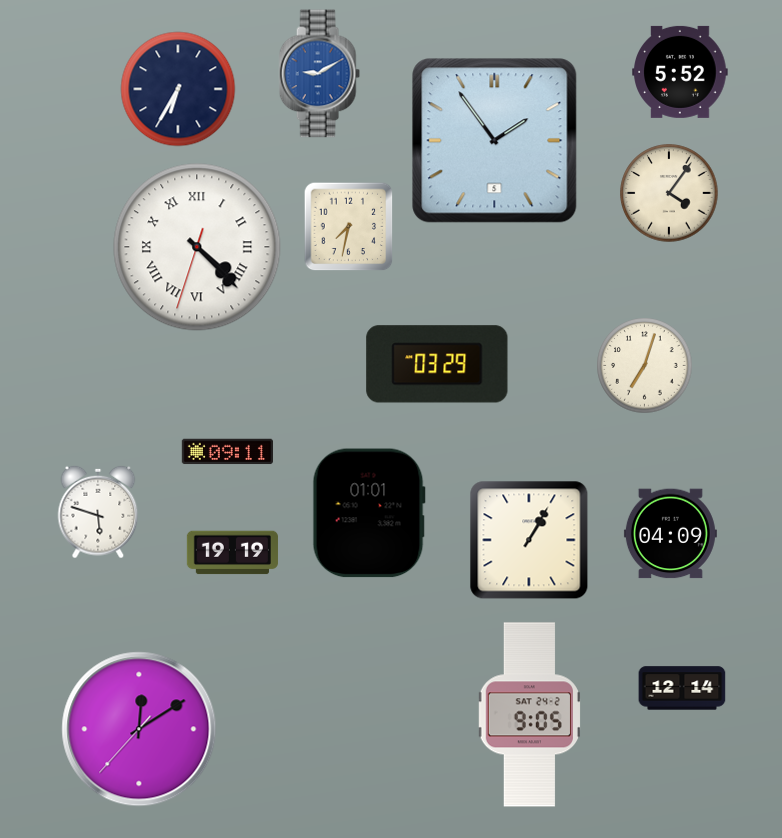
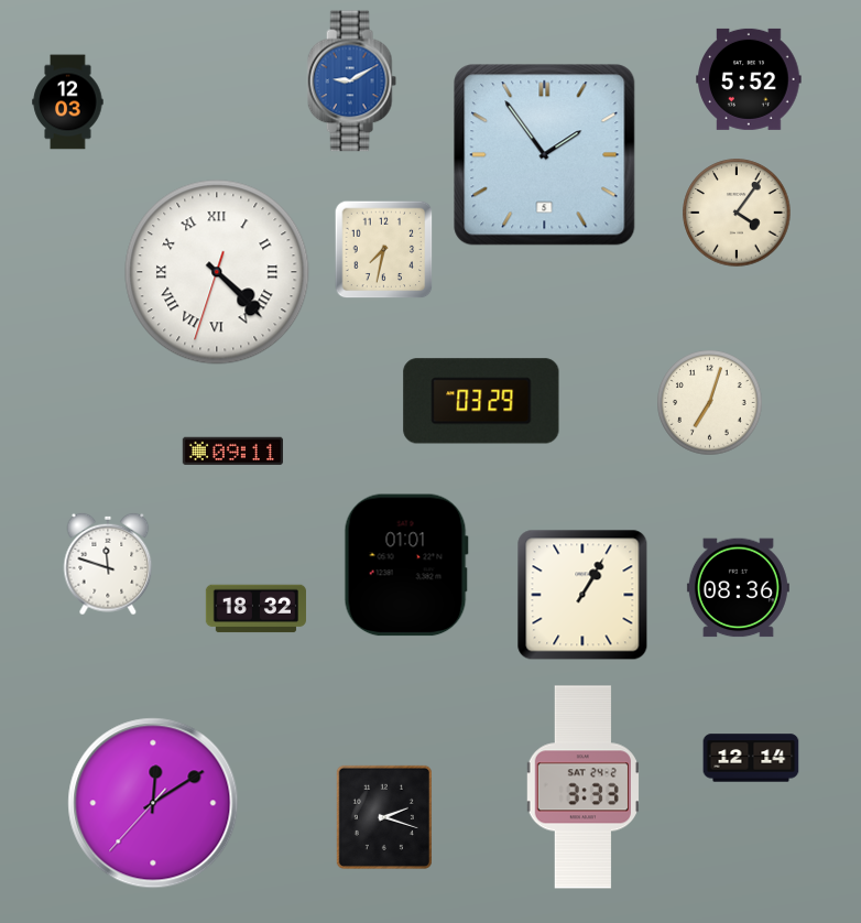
clock at (178, 89): 6:35 -> none
clock at (68, 102): none -> 12:03
clock at (227, 452) position: (227, 452) -> (232, 452)
clock at (98, 512): 5:48 -> 11:48
clock at (670, 534): 04:09 -> 08:36
clock at (232, 553): 19:19 -> 18:32
clock at (529, 715): 9:05 -> 3:33
clock at (384, 817): none -> 2:18
